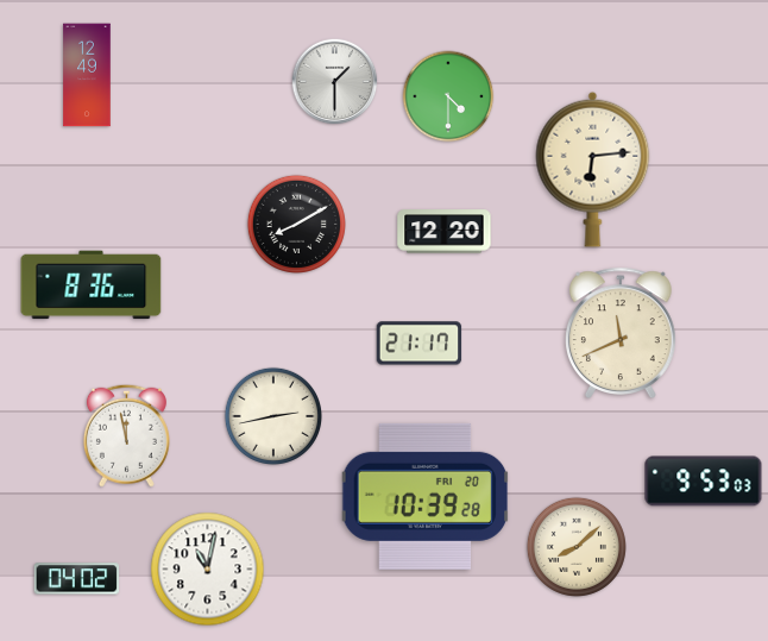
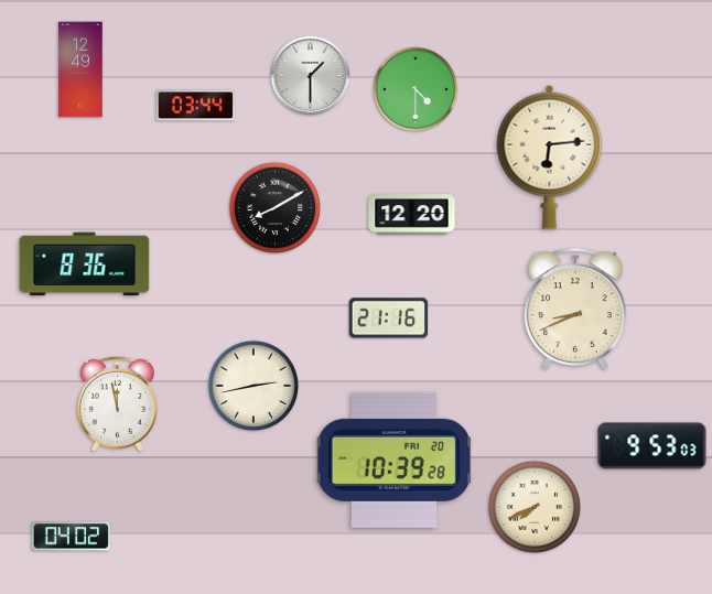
clock at (196, 106): none -> 03:44
clock at (621, 332): 11:41 -> 8:41
clock at (420, 344): 21:17 -> 21:16
clock at (577, 547): 8:08 -> 7:41
clock at (208, 570): 11:02 -> none
